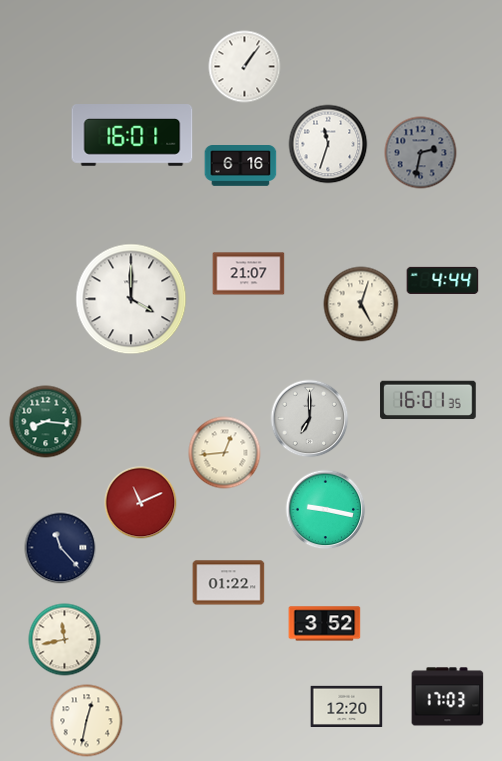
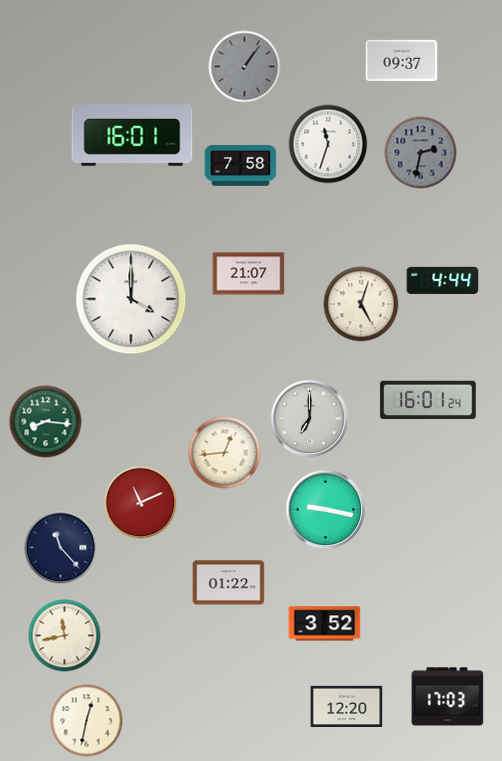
clock at (402, 60): none -> 09:37
clock at (245, 67) dial: white -> grey
clock at (241, 166): 6:16 -> 7:58
clock at (428, 400): 16:01:35 -> 16:01:24
clock at (65, 640) position: (65, 640) -> (65, 636)
